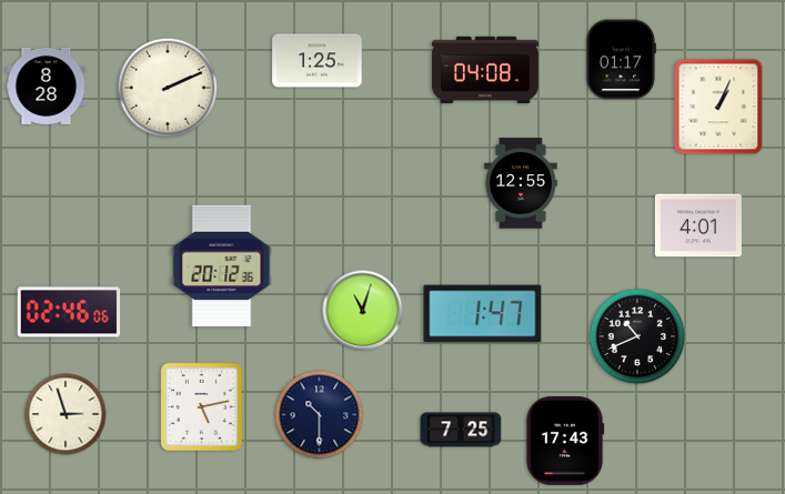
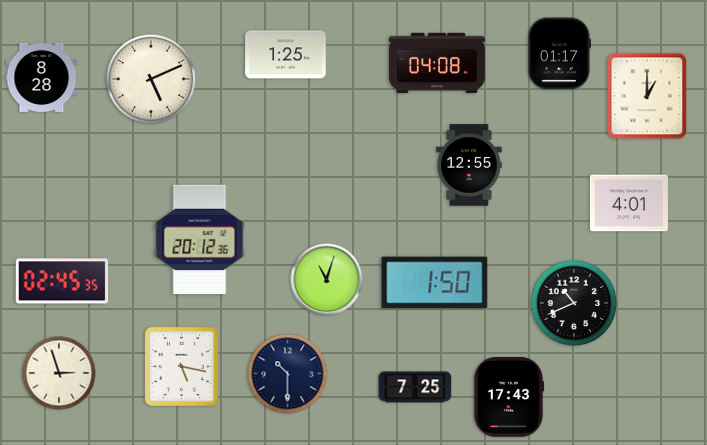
clock at (168, 88): 2:11 -> 5:11
clock at (718, 107): 1:04 -> 1:00
clock at (69, 312): 02:46 -> 02:45
clock at (483, 314): 1:47 -> 1:50
clock at (201, 406): 5:13 -> 5:17
